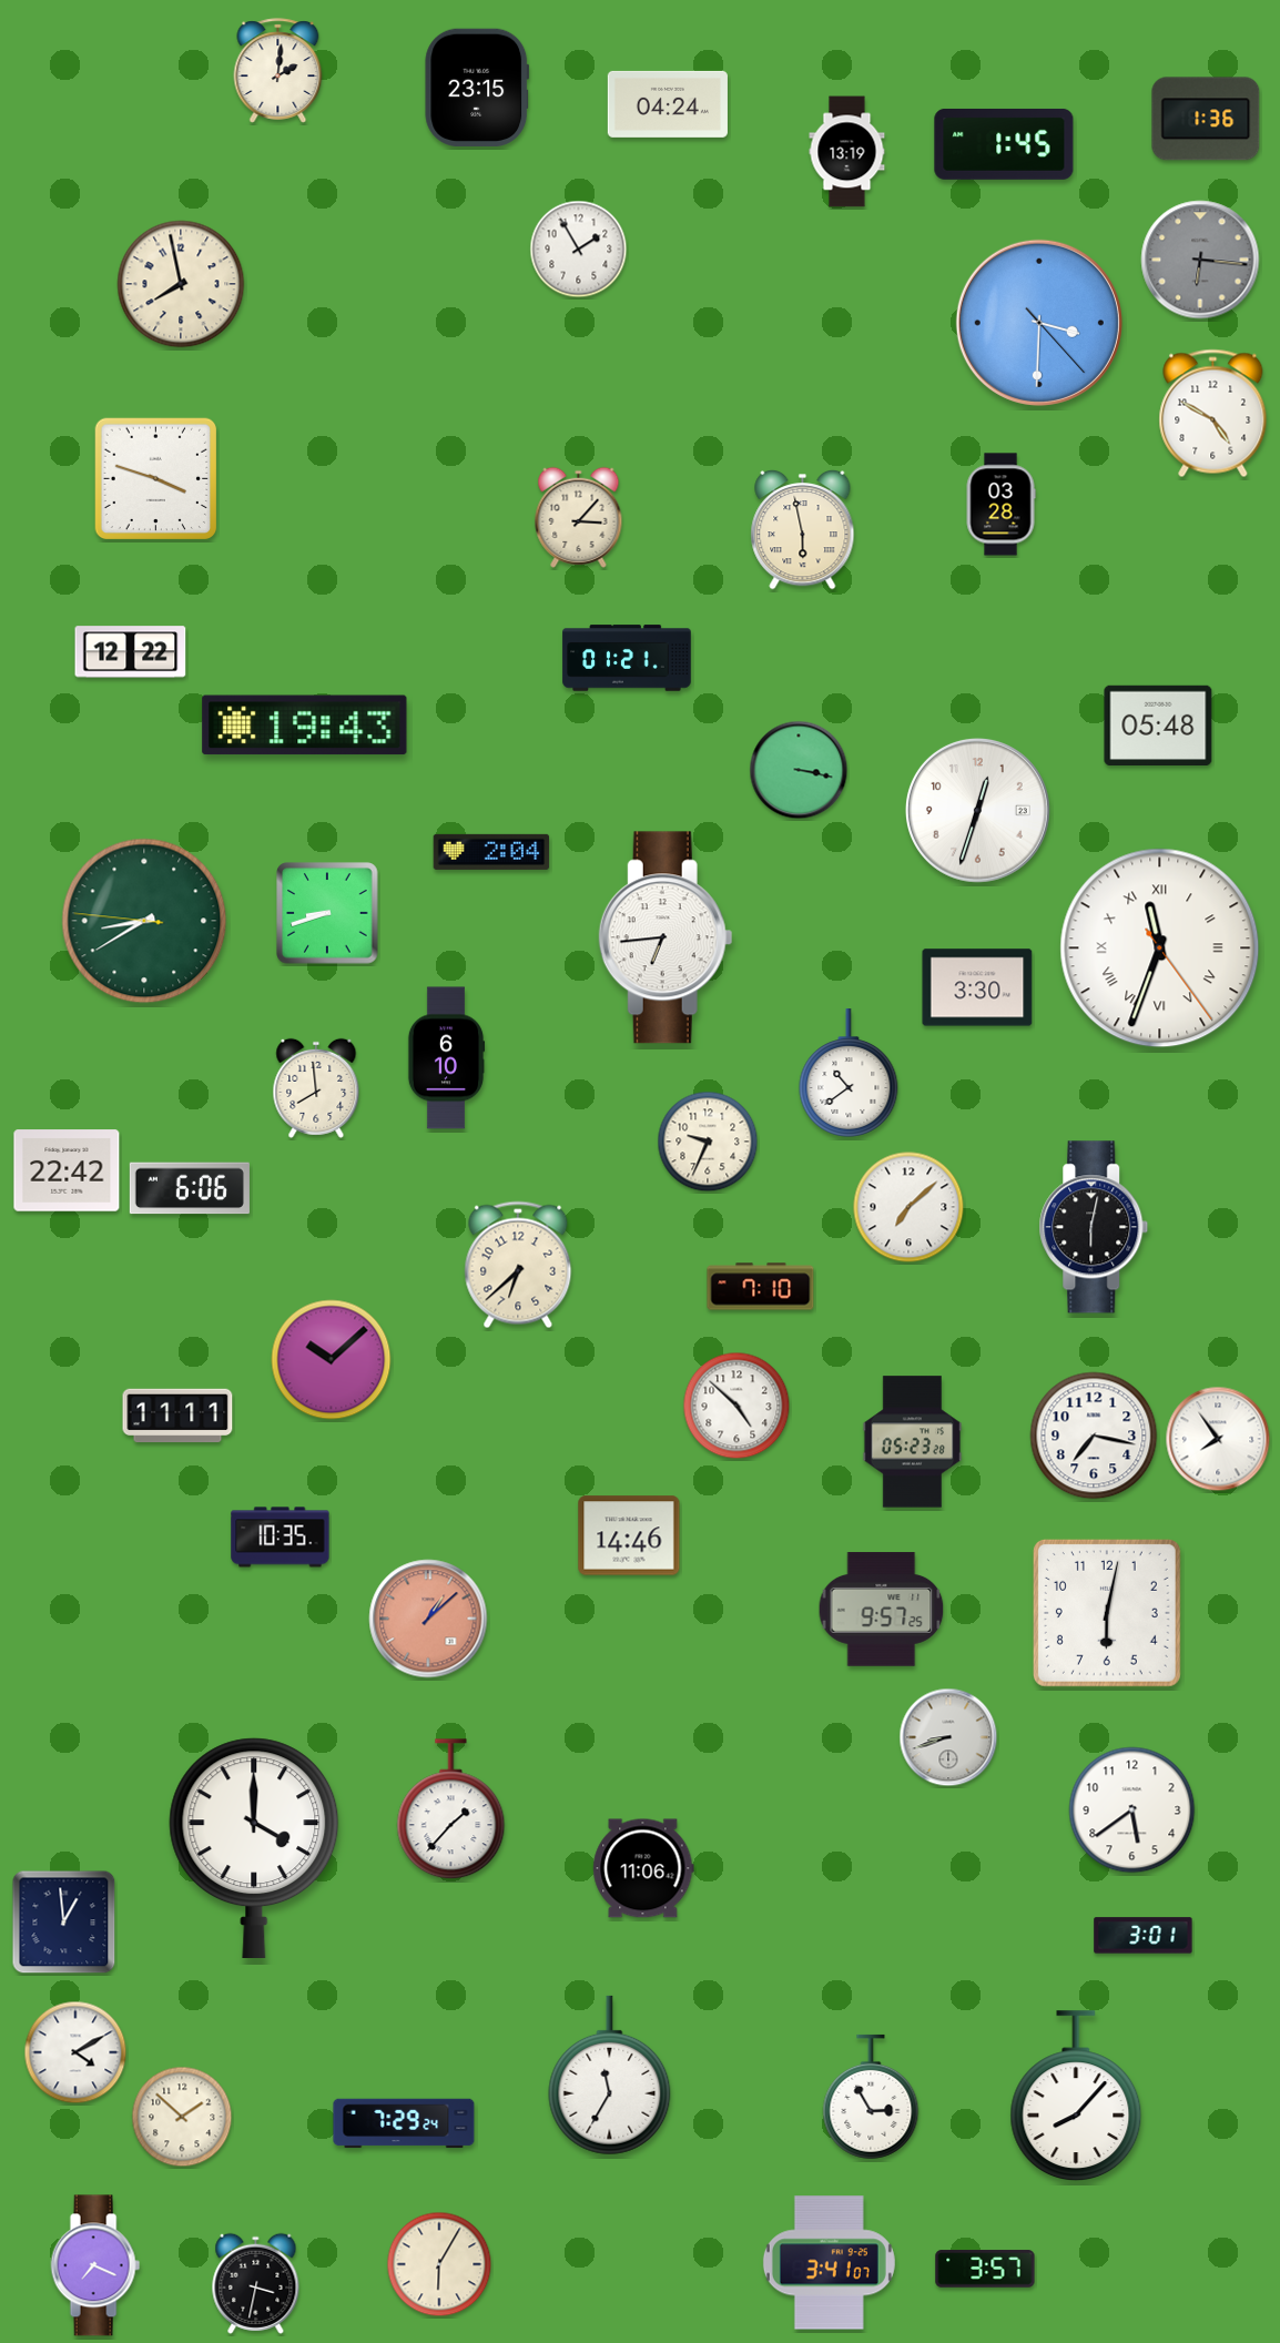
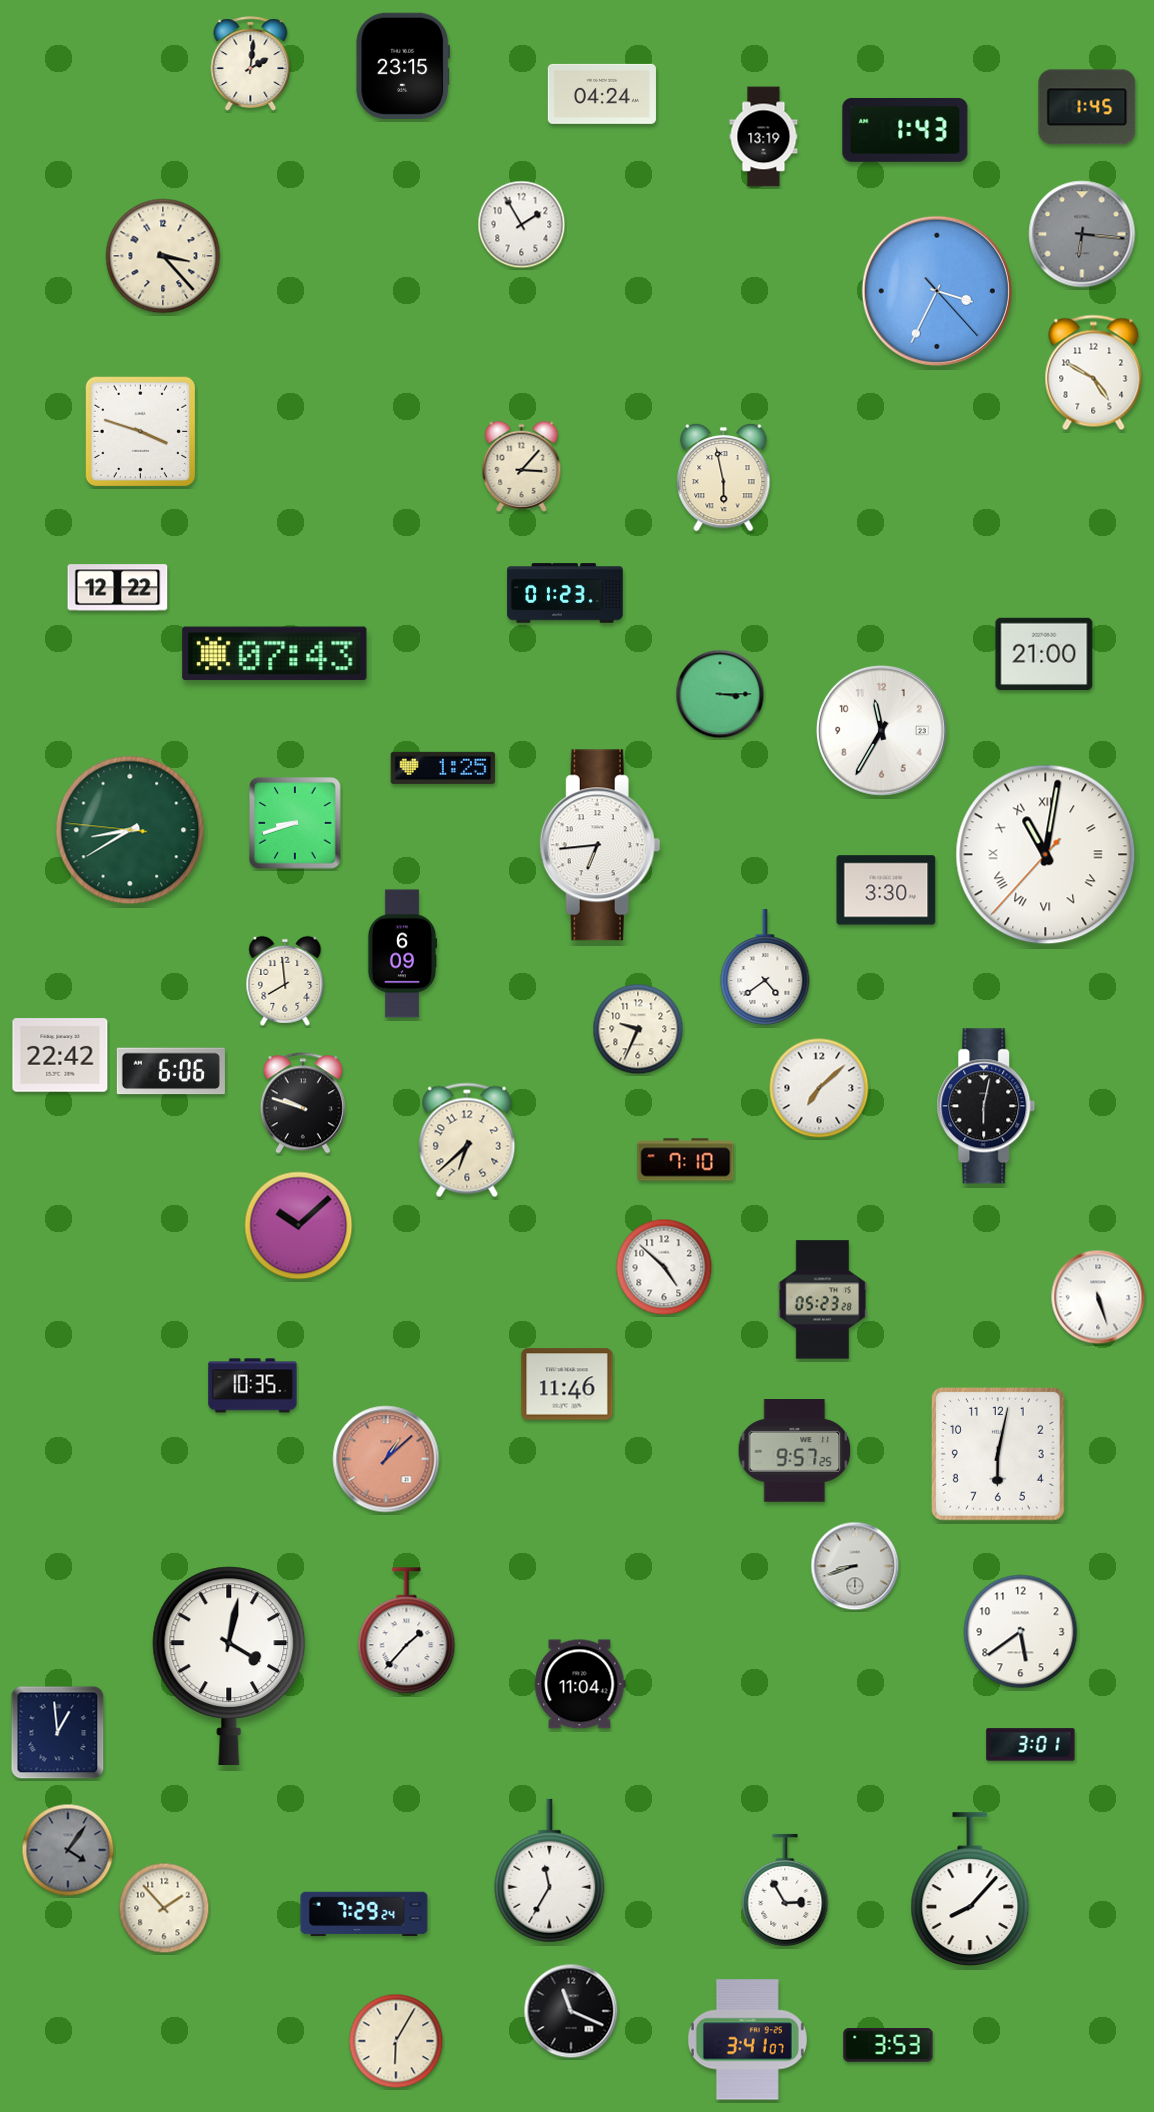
clock at (477, 88) position: (477, 88) -> (403, 66)
clock at (1206, 119): 1:36 -> 1:45
clock at (1004, 144): 1:45 -> 1:43
clock at (181, 284): 7:58 -> 3:23
clock at (1039, 323): 3:30 -> 3:34
clock at (1000, 505): 03:28 -> none
clock at (627, 658): 01:21 -> 01:23
clock at (1158, 724): 05:48 -> 21:00
clock at (305, 726): 19:43 -> 07:43
clock at (799, 770): 3:17 -> 3:15
clock at (977, 810): 12:33 -> 11:35
clock at (491, 852): 2:04 -> 1:25
clock at (1160, 949): 11:33 -> 11:01
clock at (977, 987) position: (977, 987) -> (886, 890)
clock at (446, 1058): 6:10 -> 6:09
clock at (849, 1073): 10:39 -> 4:39
clock at (303, 1103): none -> 9:48
clock at (177, 1416): 11:11 -> none
clock at (1094, 1436): 7:17 -> none
clock at (1218, 1439): 7:54 -> 5:27
clock at (629, 1535): 14:46 -> 11:46
clock at (254, 1847): 4:00 -> 4:02
clock at (643, 1868): 11:06 -> 11:04
clock at (75, 2052): 4:10 -> 4:06
clock at (75, 2052) dial: white -> grey
clock at (182, 2117): 1:52 -> 1:53
clock at (571, 2011): none -> 11:19
clock at (95, 2265): 7:19 -> none
clock at (985, 2269): 3:57 -> 3:53
clock at (256, 2283): 3:32 -> none
